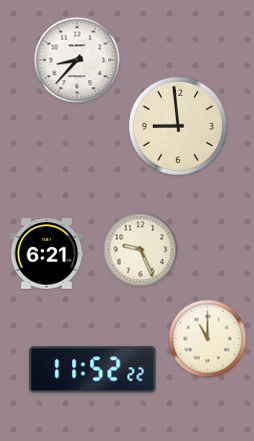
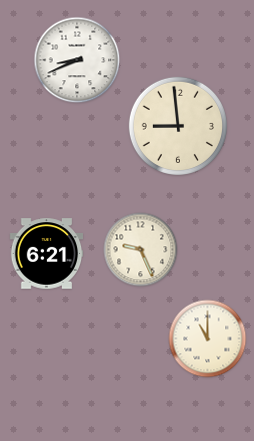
clock at (77, 60): 8:37 -> 8:41
clock at (93, 370): 11:52 -> none
